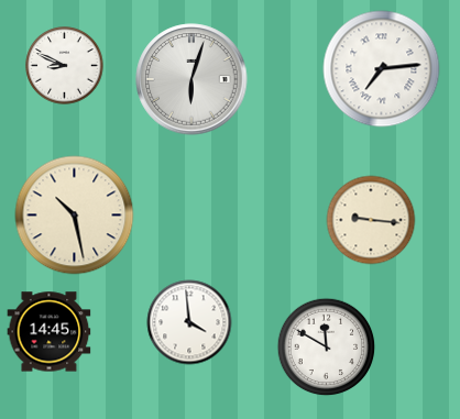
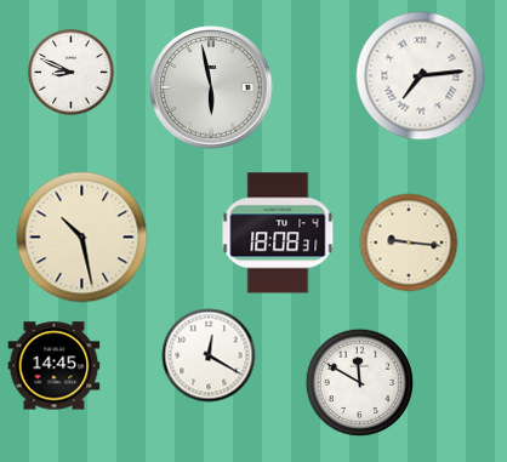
clock at (191, 79): 6:03 -> 5:58
clock at (278, 233): none -> 18:08
clock at (189, 322): 3:59 -> 12:20
